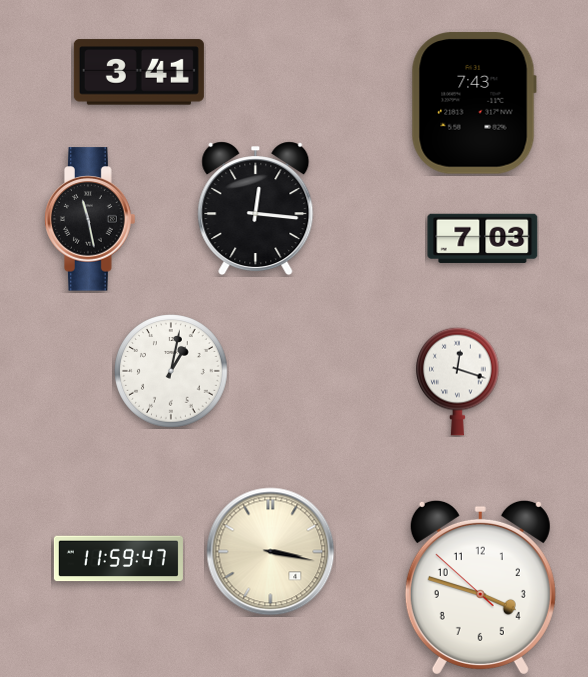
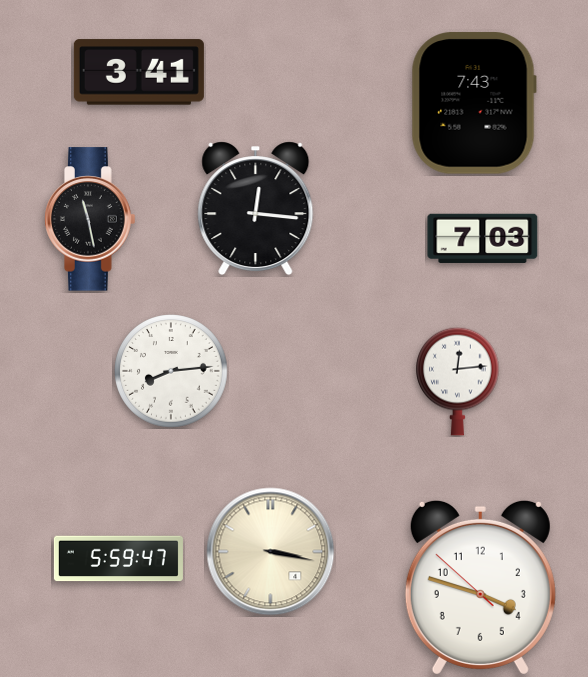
clock at (171, 371): 1:02 -> 8:14
clock at (458, 381): 12:18 -> 12:14
clock at (118, 559): 11:59 -> 5:59
